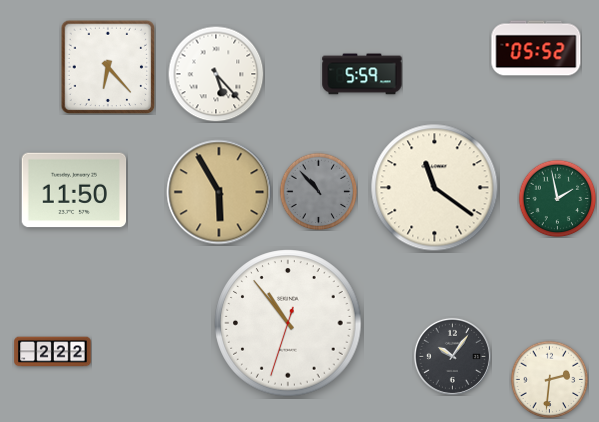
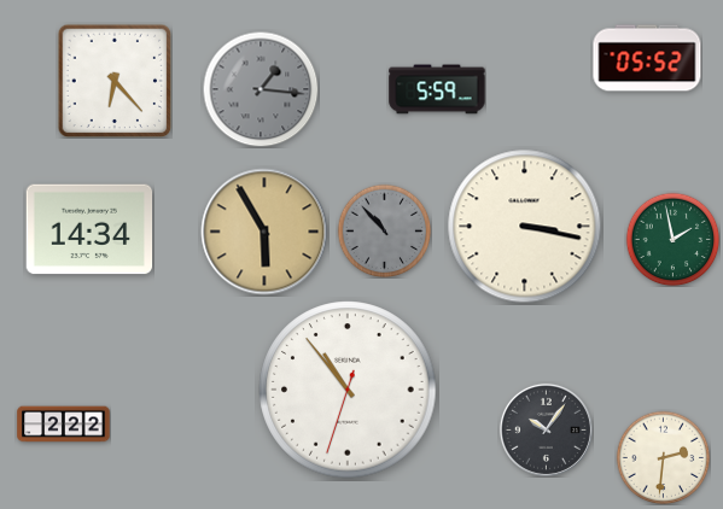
clock at (108, 67) position: (108, 67) -> (115, 81)
clock at (216, 74): 5:23 -> 1:16
clock at (216, 74) dial: white -> grey
clock at (435, 188): 11:21 -> 3:17
clock at (74, 190): 11:50 -> 14:34
